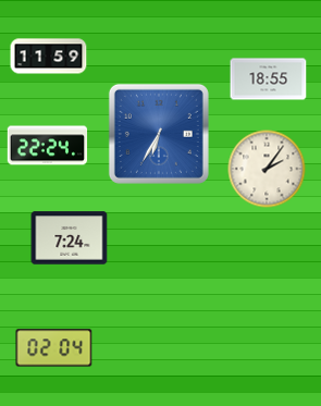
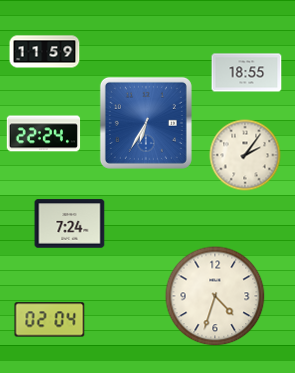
clock at (70, 238) position: (70, 238) -> (70, 224)
clock at (215, 296): none -> 4:33
